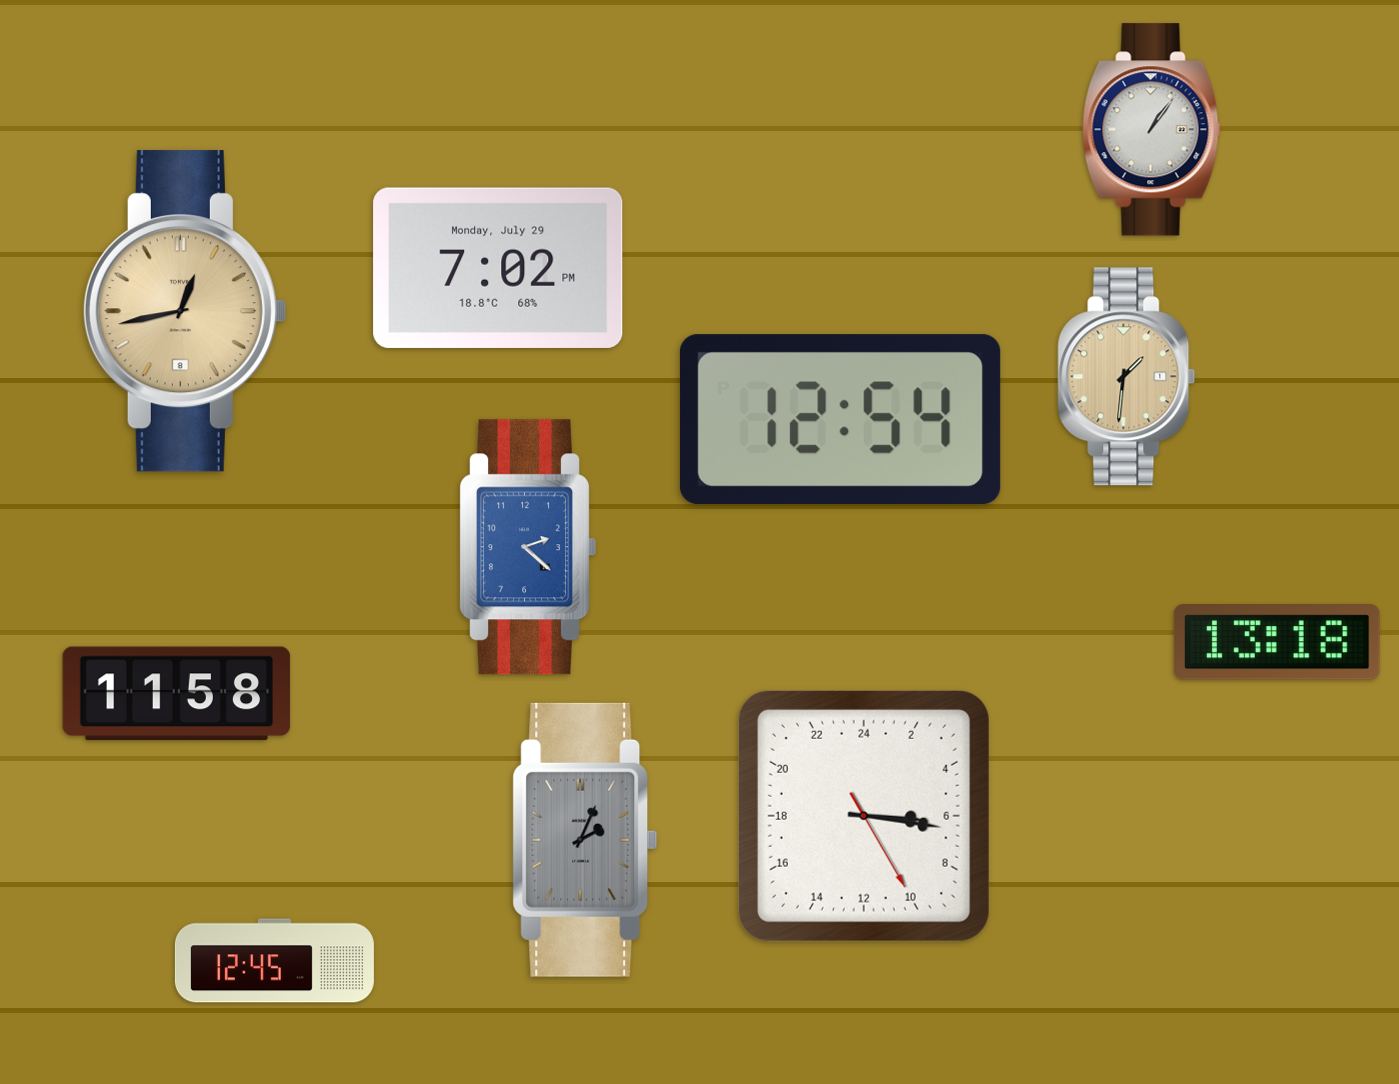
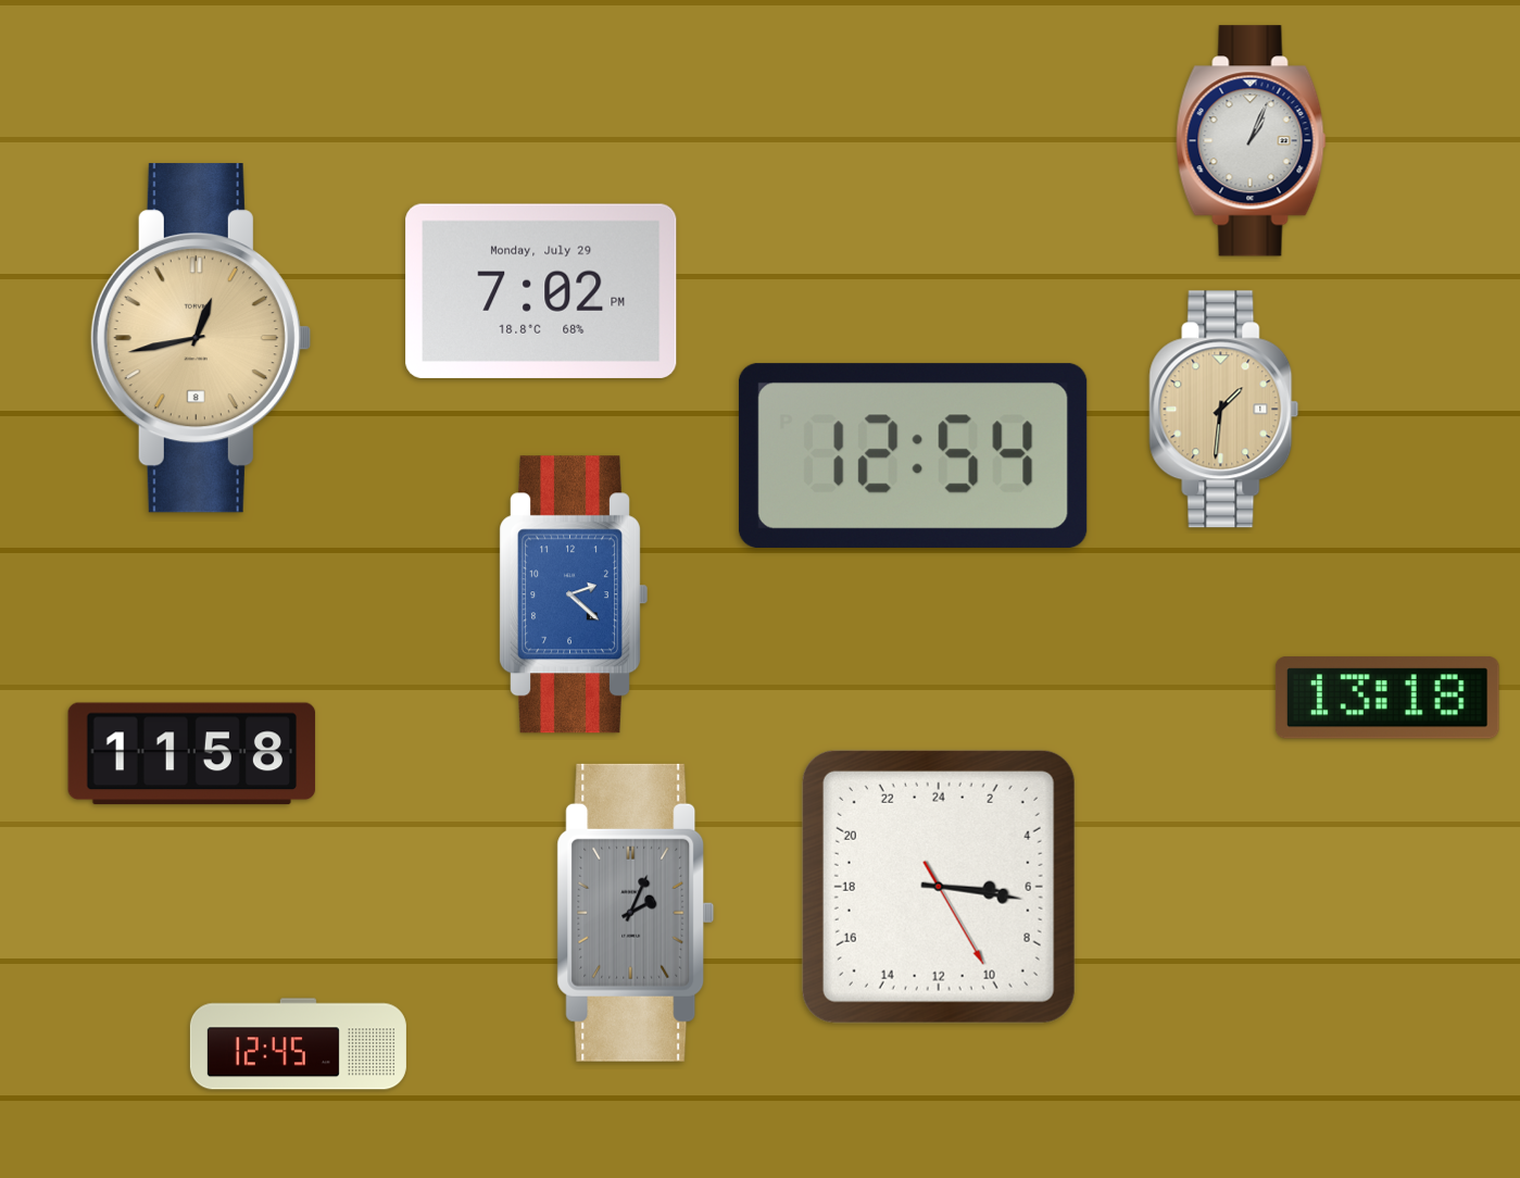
clock at (1152, 130): 1:06 -> 1:04
